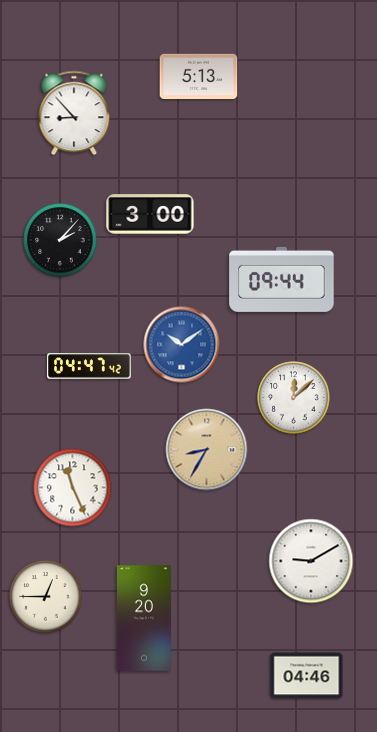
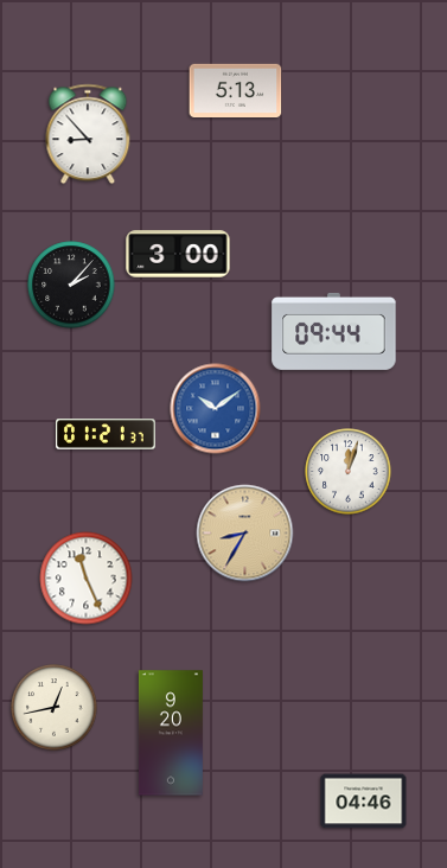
clock at (89, 366): 04:47 -> 01:21
clock at (294, 398): 12:08 -> 12:03
clock at (311, 561): 9:10 -> none
clock at (46, 597): 12:45 -> 12:43
